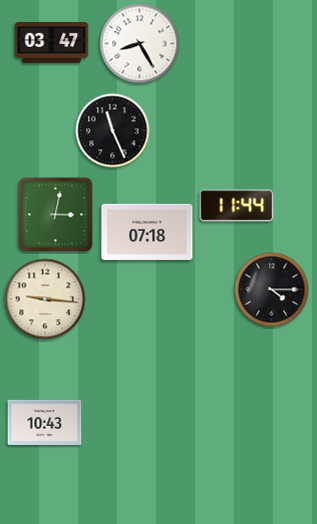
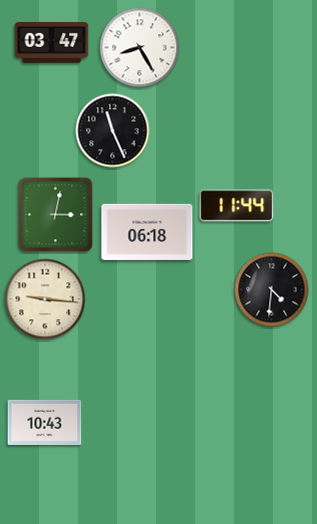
clock at (140, 44) position: (140, 44) -> (140, 48)
clock at (147, 232): 07:18 -> 06:18
clock at (272, 290): 4:15 -> 4:31
